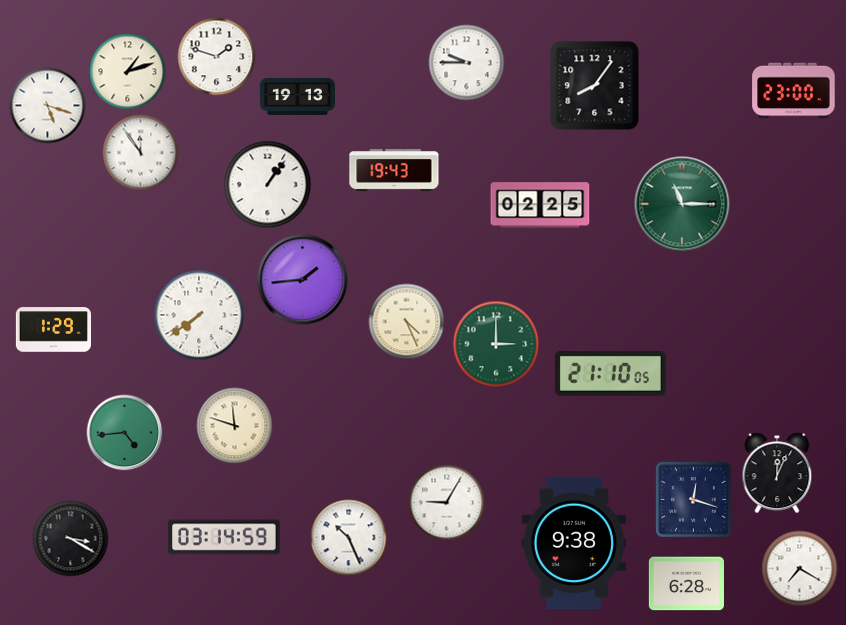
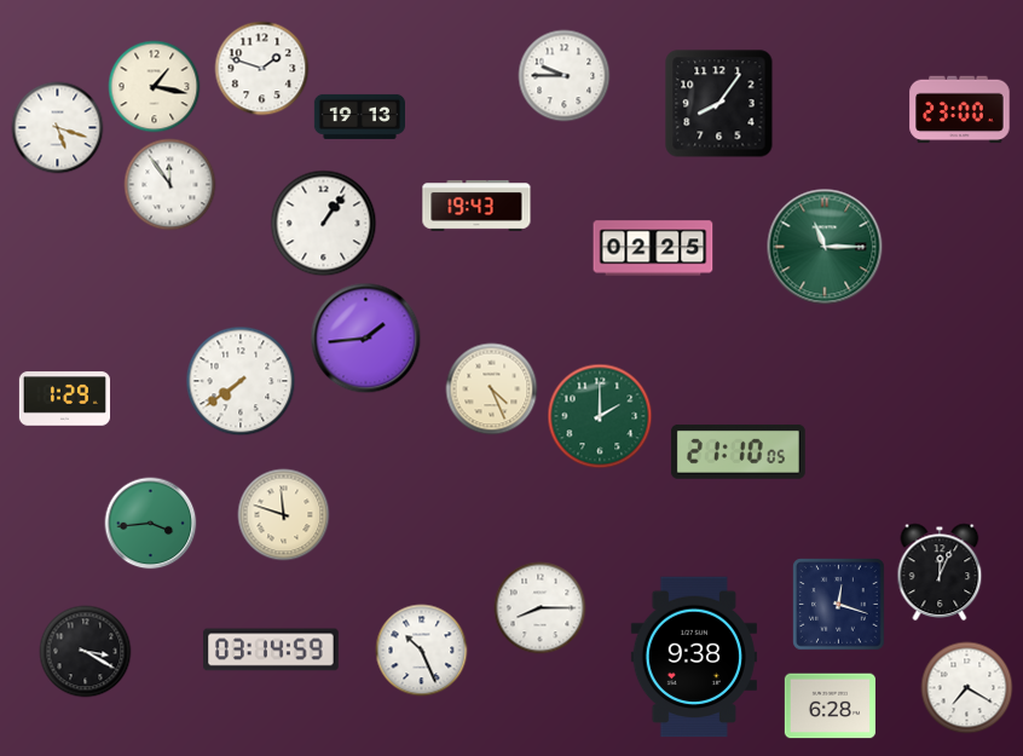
clock at (128, 72): 1:12 -> 1:17
clock at (496, 344): 3:00 -> 2:00
clock at (125, 433): 4:44 -> 3:44
clock at (447, 503): 9:05 -> 8:15
